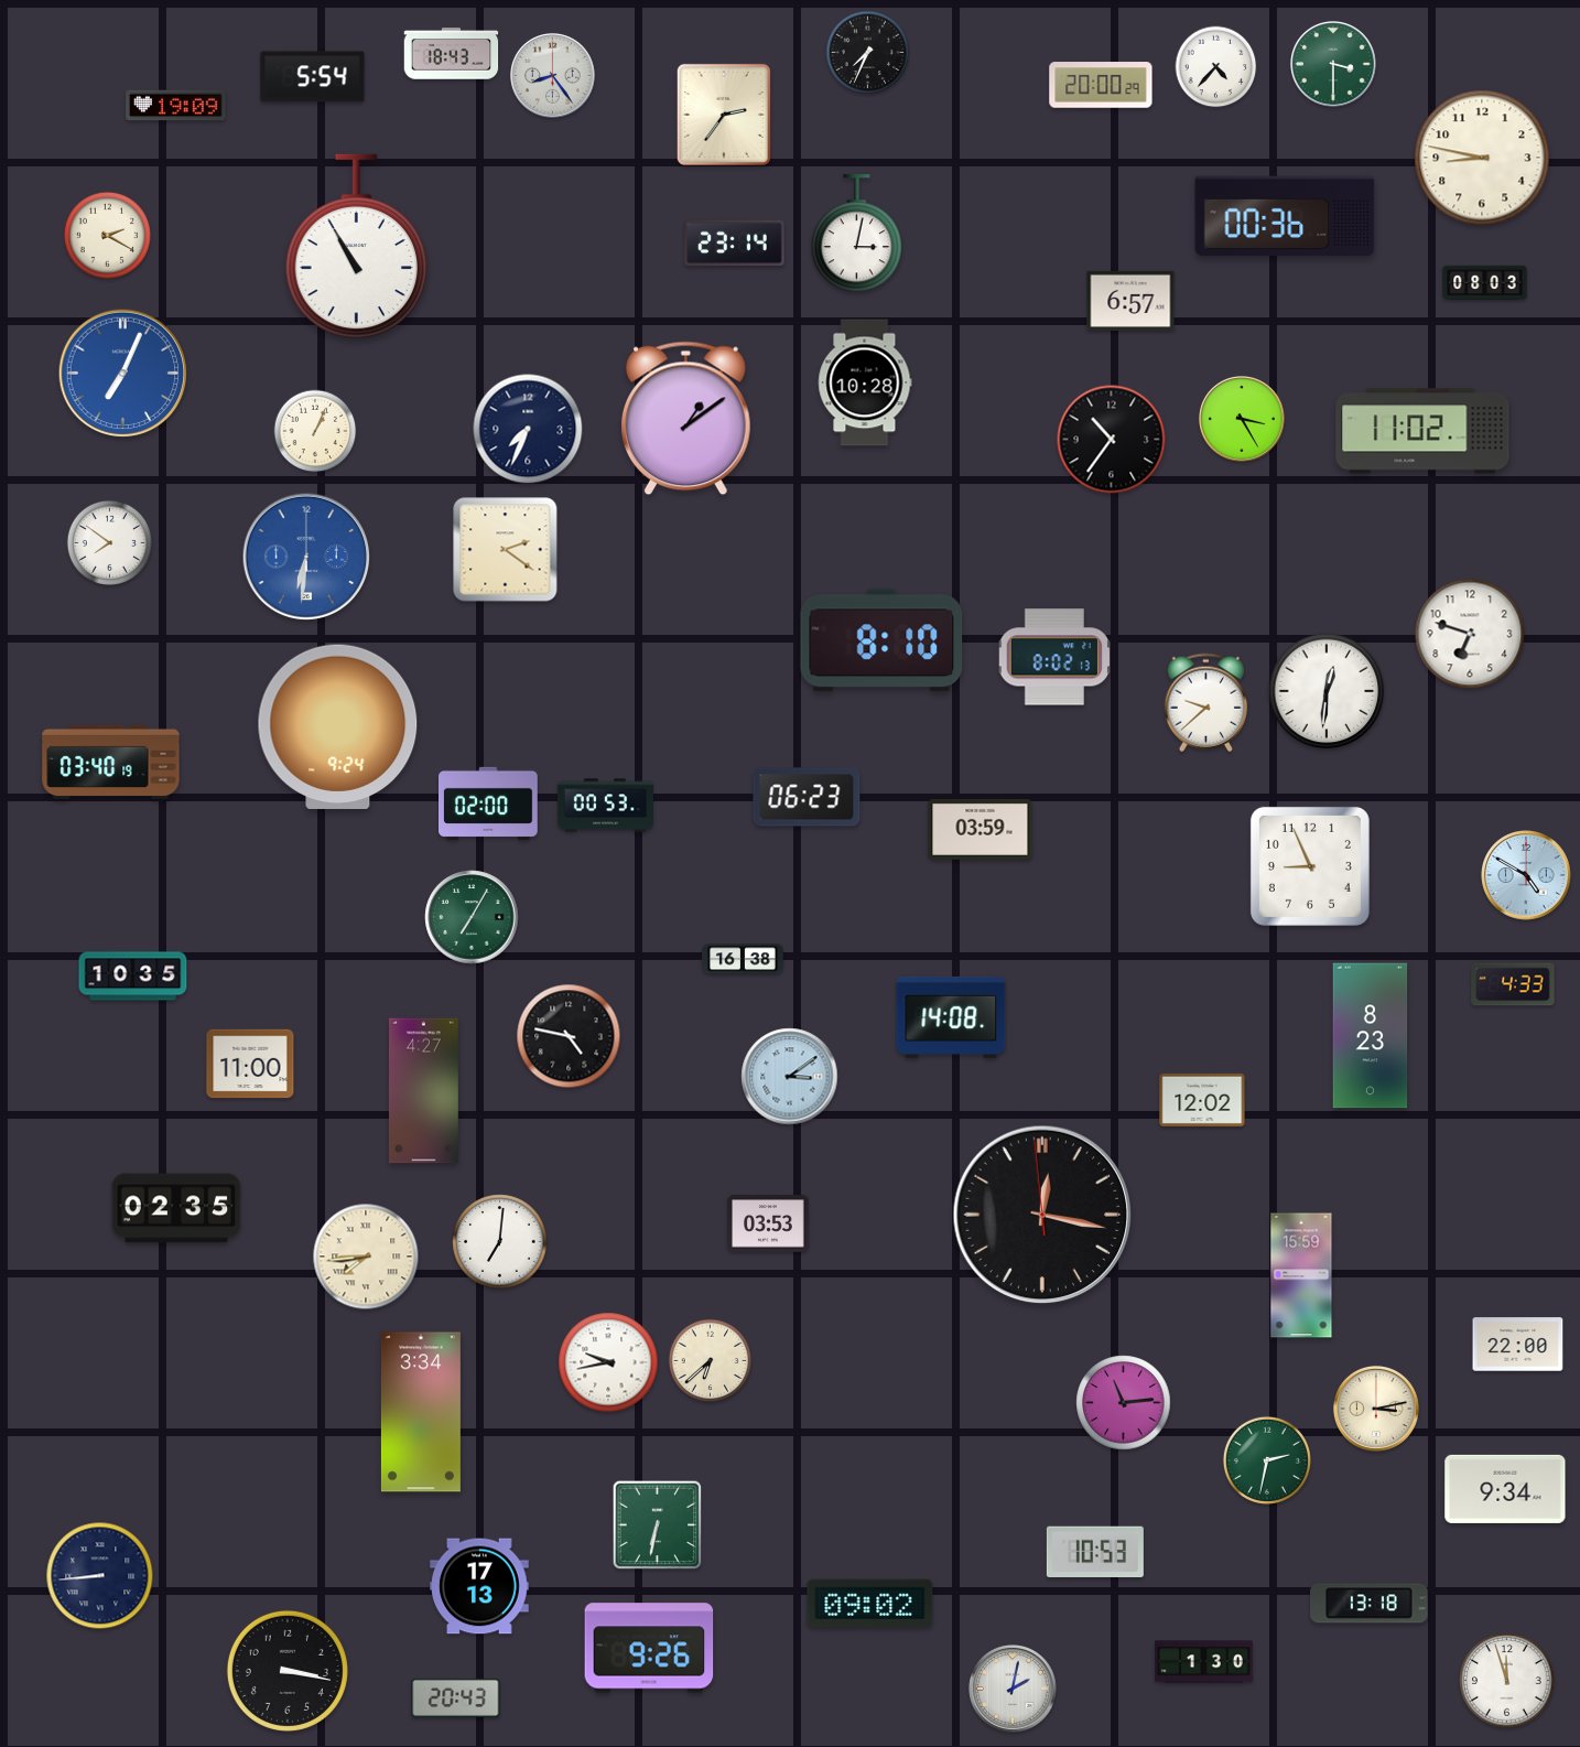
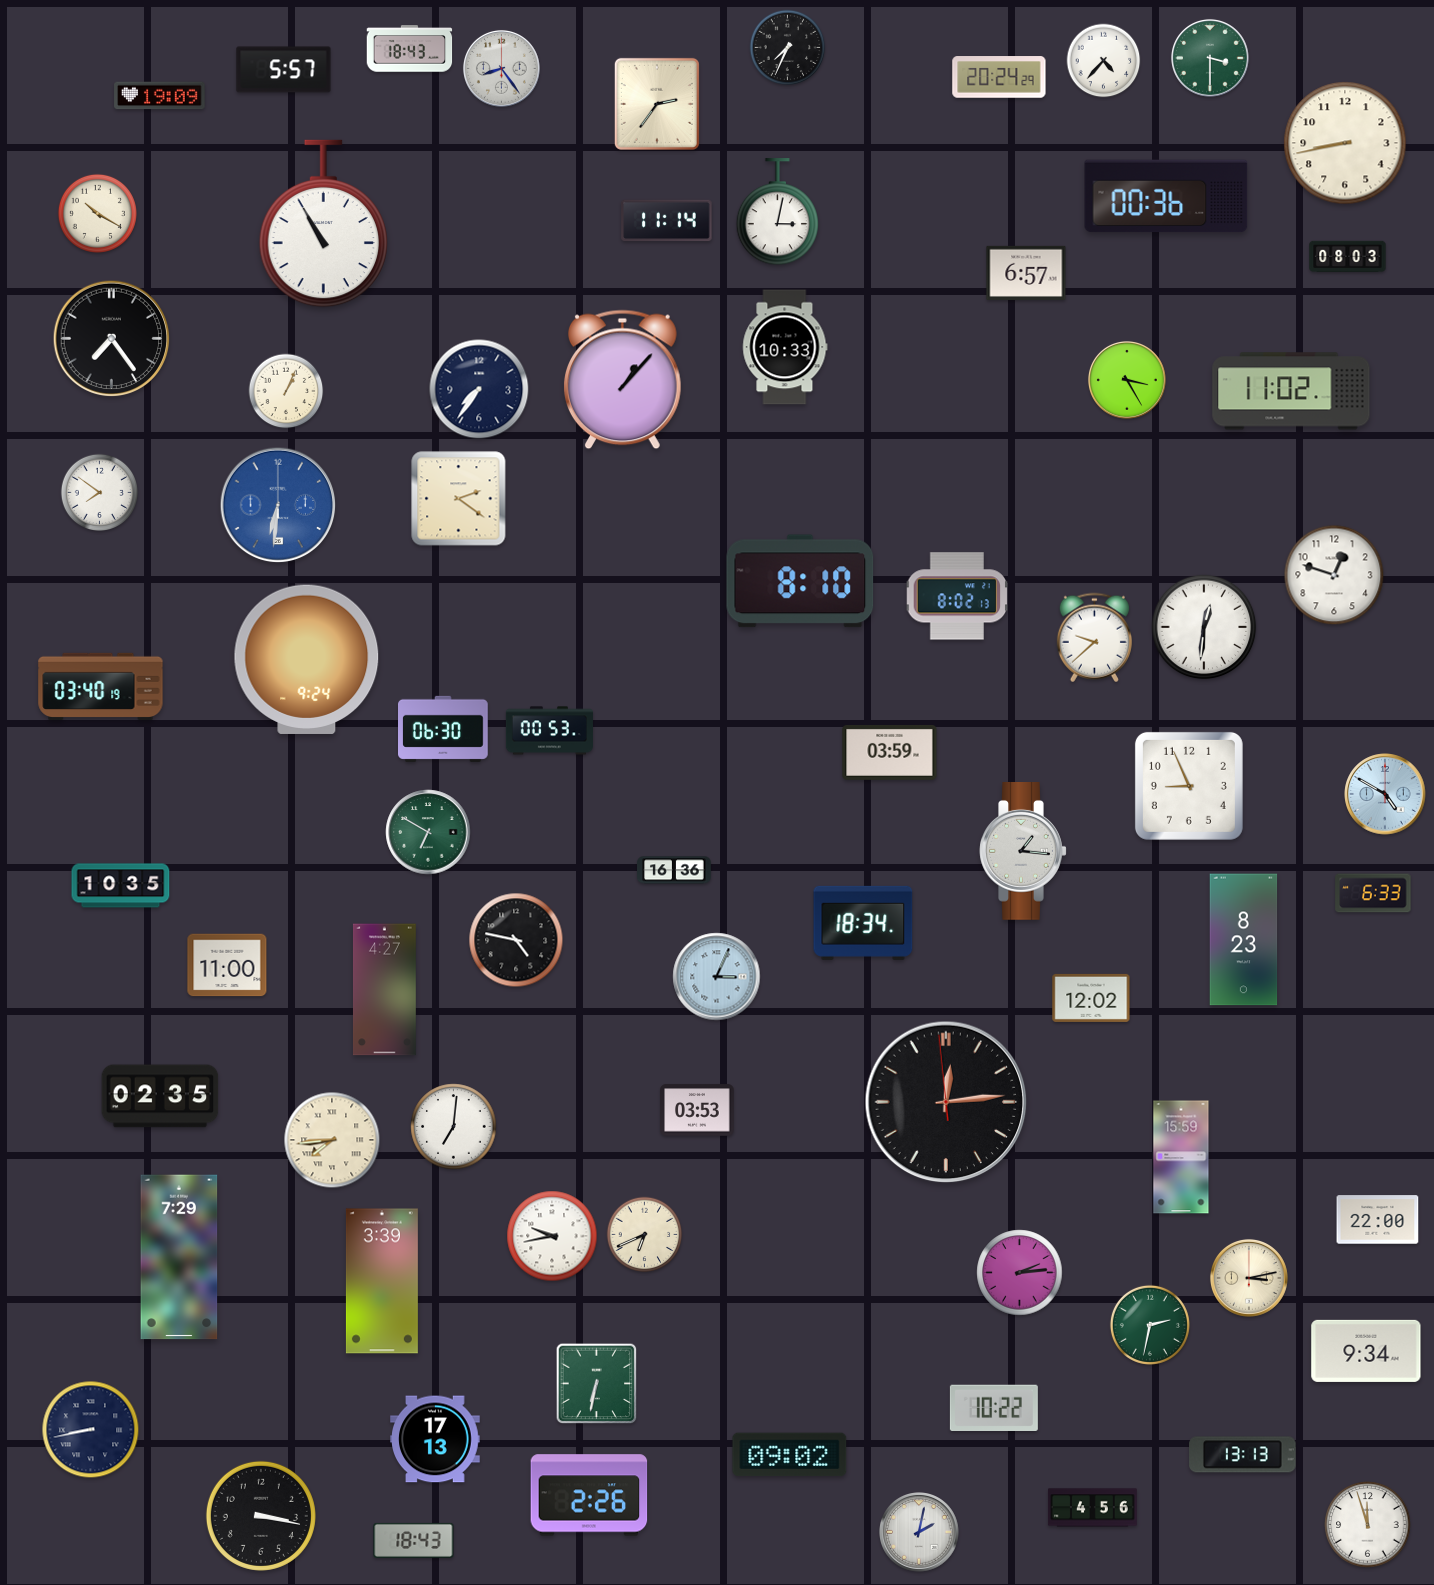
clock at (313, 77): 5:54 -> 5:57
clock at (1101, 85): 20:00 -> 20:24
clock at (1482, 158): 8:47 -> 8:43
clock at (107, 235): 2:20 -> 10:20
clock at (735, 244): 23:14 -> 11:14
clock at (123, 374): 7:04 -> 7:24
clock at (123, 374) dial: blue -> black
clock at (865, 382): 10:28 -> 10:33
clock at (685, 419): 1:09 -> 1:07
clock at (528, 429): 7:34 -> 7:36
clock at (1112, 440): 10:36 -> none
clock at (1470, 634): 6:48 -> 12:48
clock at (111, 762) position: (111, 762) -> (101, 686)
clock at (807, 797): 06:23 -> none
clock at (489, 804): 02:00 -> 06:30
clock at (472, 917): 7:05 -> 6:50
clock at (1023, 852): none -> 1:16
clock at (743, 959): 16:38 -> 16:36
clock at (1513, 984): 4:33 -> 6:33
clock at (951, 1017): 14:08 -> 18:34
clock at (790, 1077): 3:09 -> 3:04
clock at (1042, 1215): 12:16 -> 12:13
clock at (711, 1361): 6:38 -> 6:41
clock at (179, 1257): none -> 7:29
clock at (1124, 1403): 11:14 -> 2:14
clock at (421, 1412): 3:34 -> 3:39
clock at (1095, 1552): 10:53 -> 10:22
clock at (100, 1576): 8:44 -> 8:43
clock at (1370, 1604): 13:18 -> 13:13
clock at (649, 1648): 9:26 -> 2:26
clock at (1203, 1662): 1:30 -> 4:56
clock at (456, 1697): 20:43 -> 18:43
